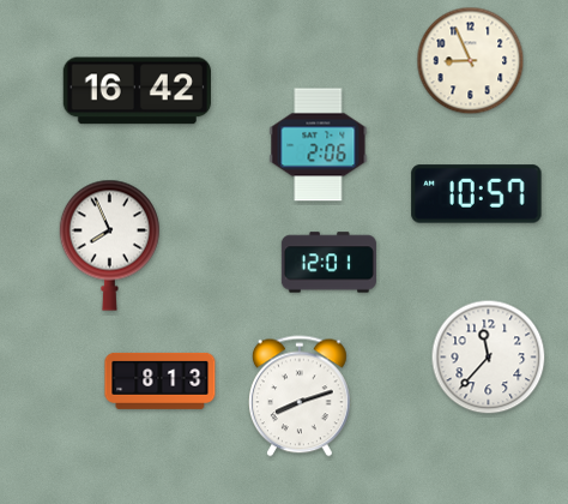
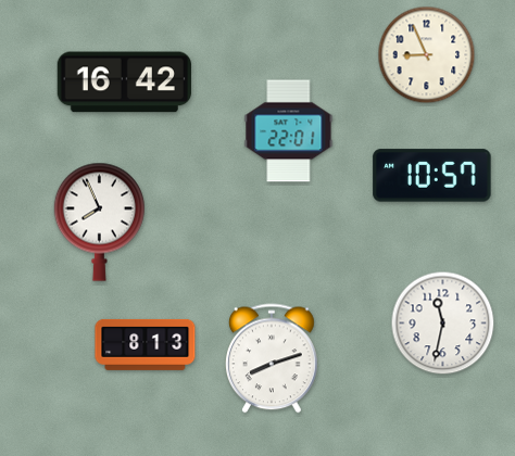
clock at (319, 145): 2:06 -> 22:01
clock at (328, 263): 12:01 -> none
clock at (489, 358): 11:37 -> 11:32
